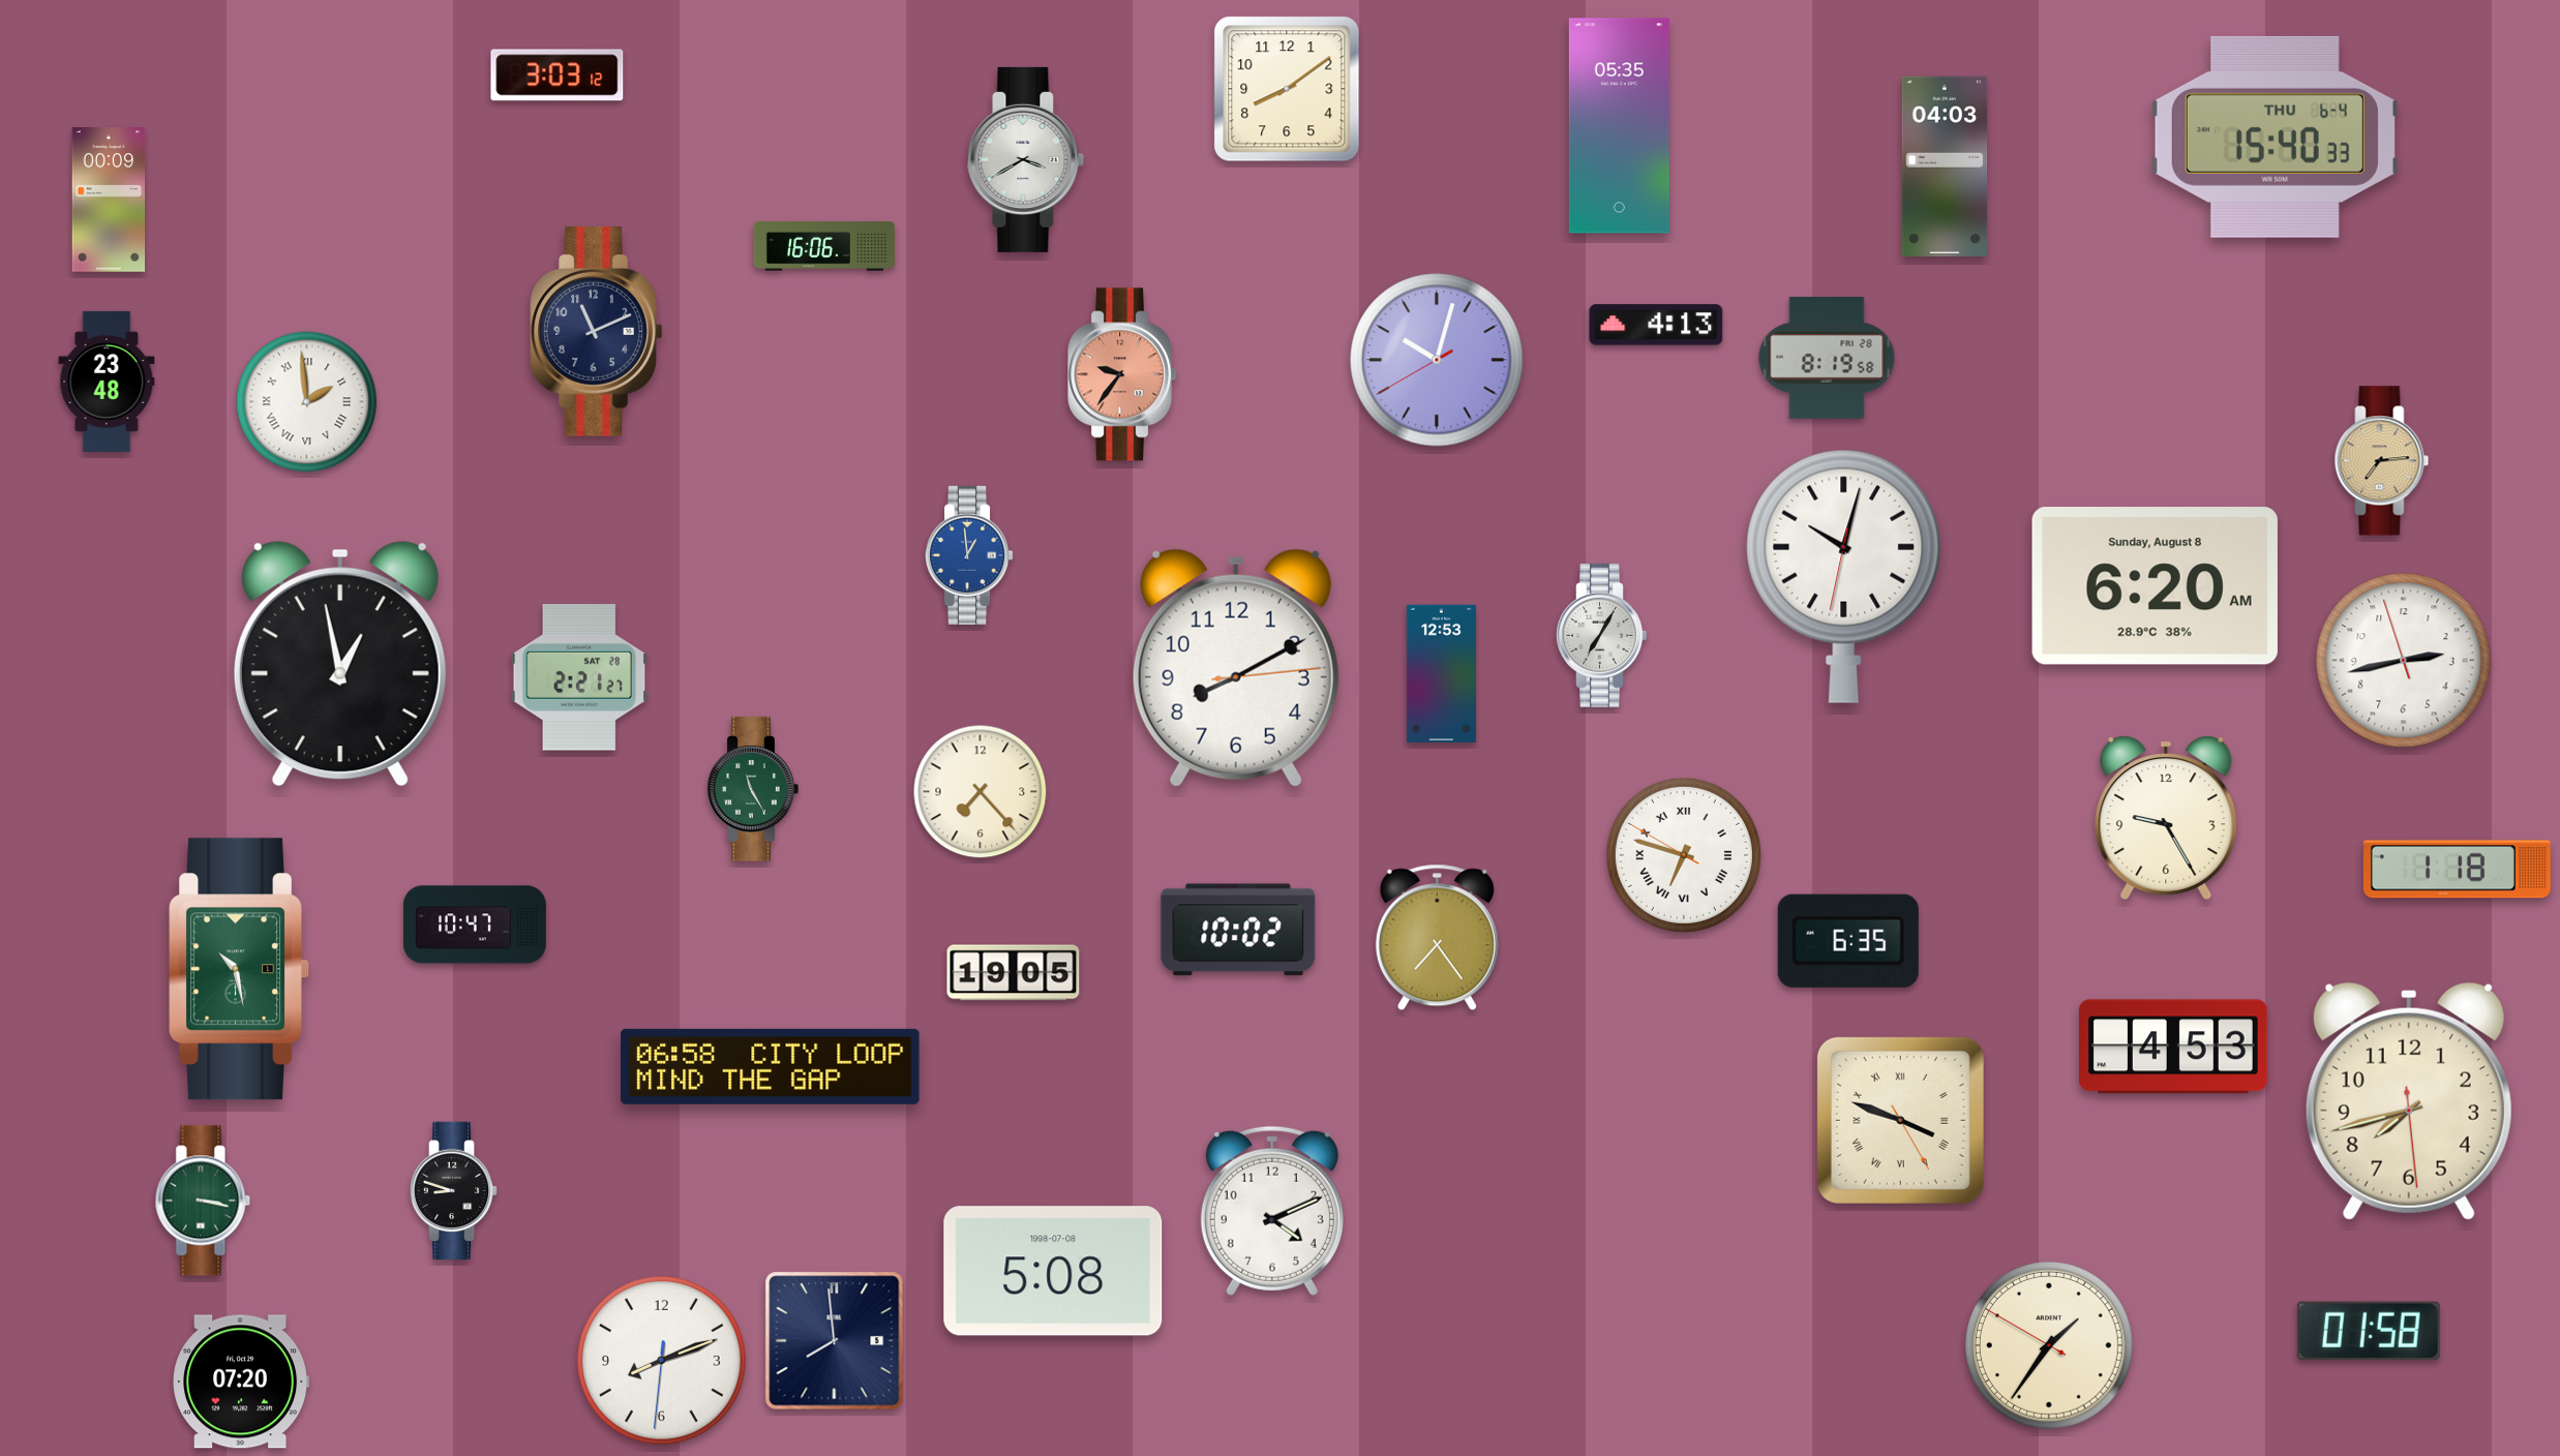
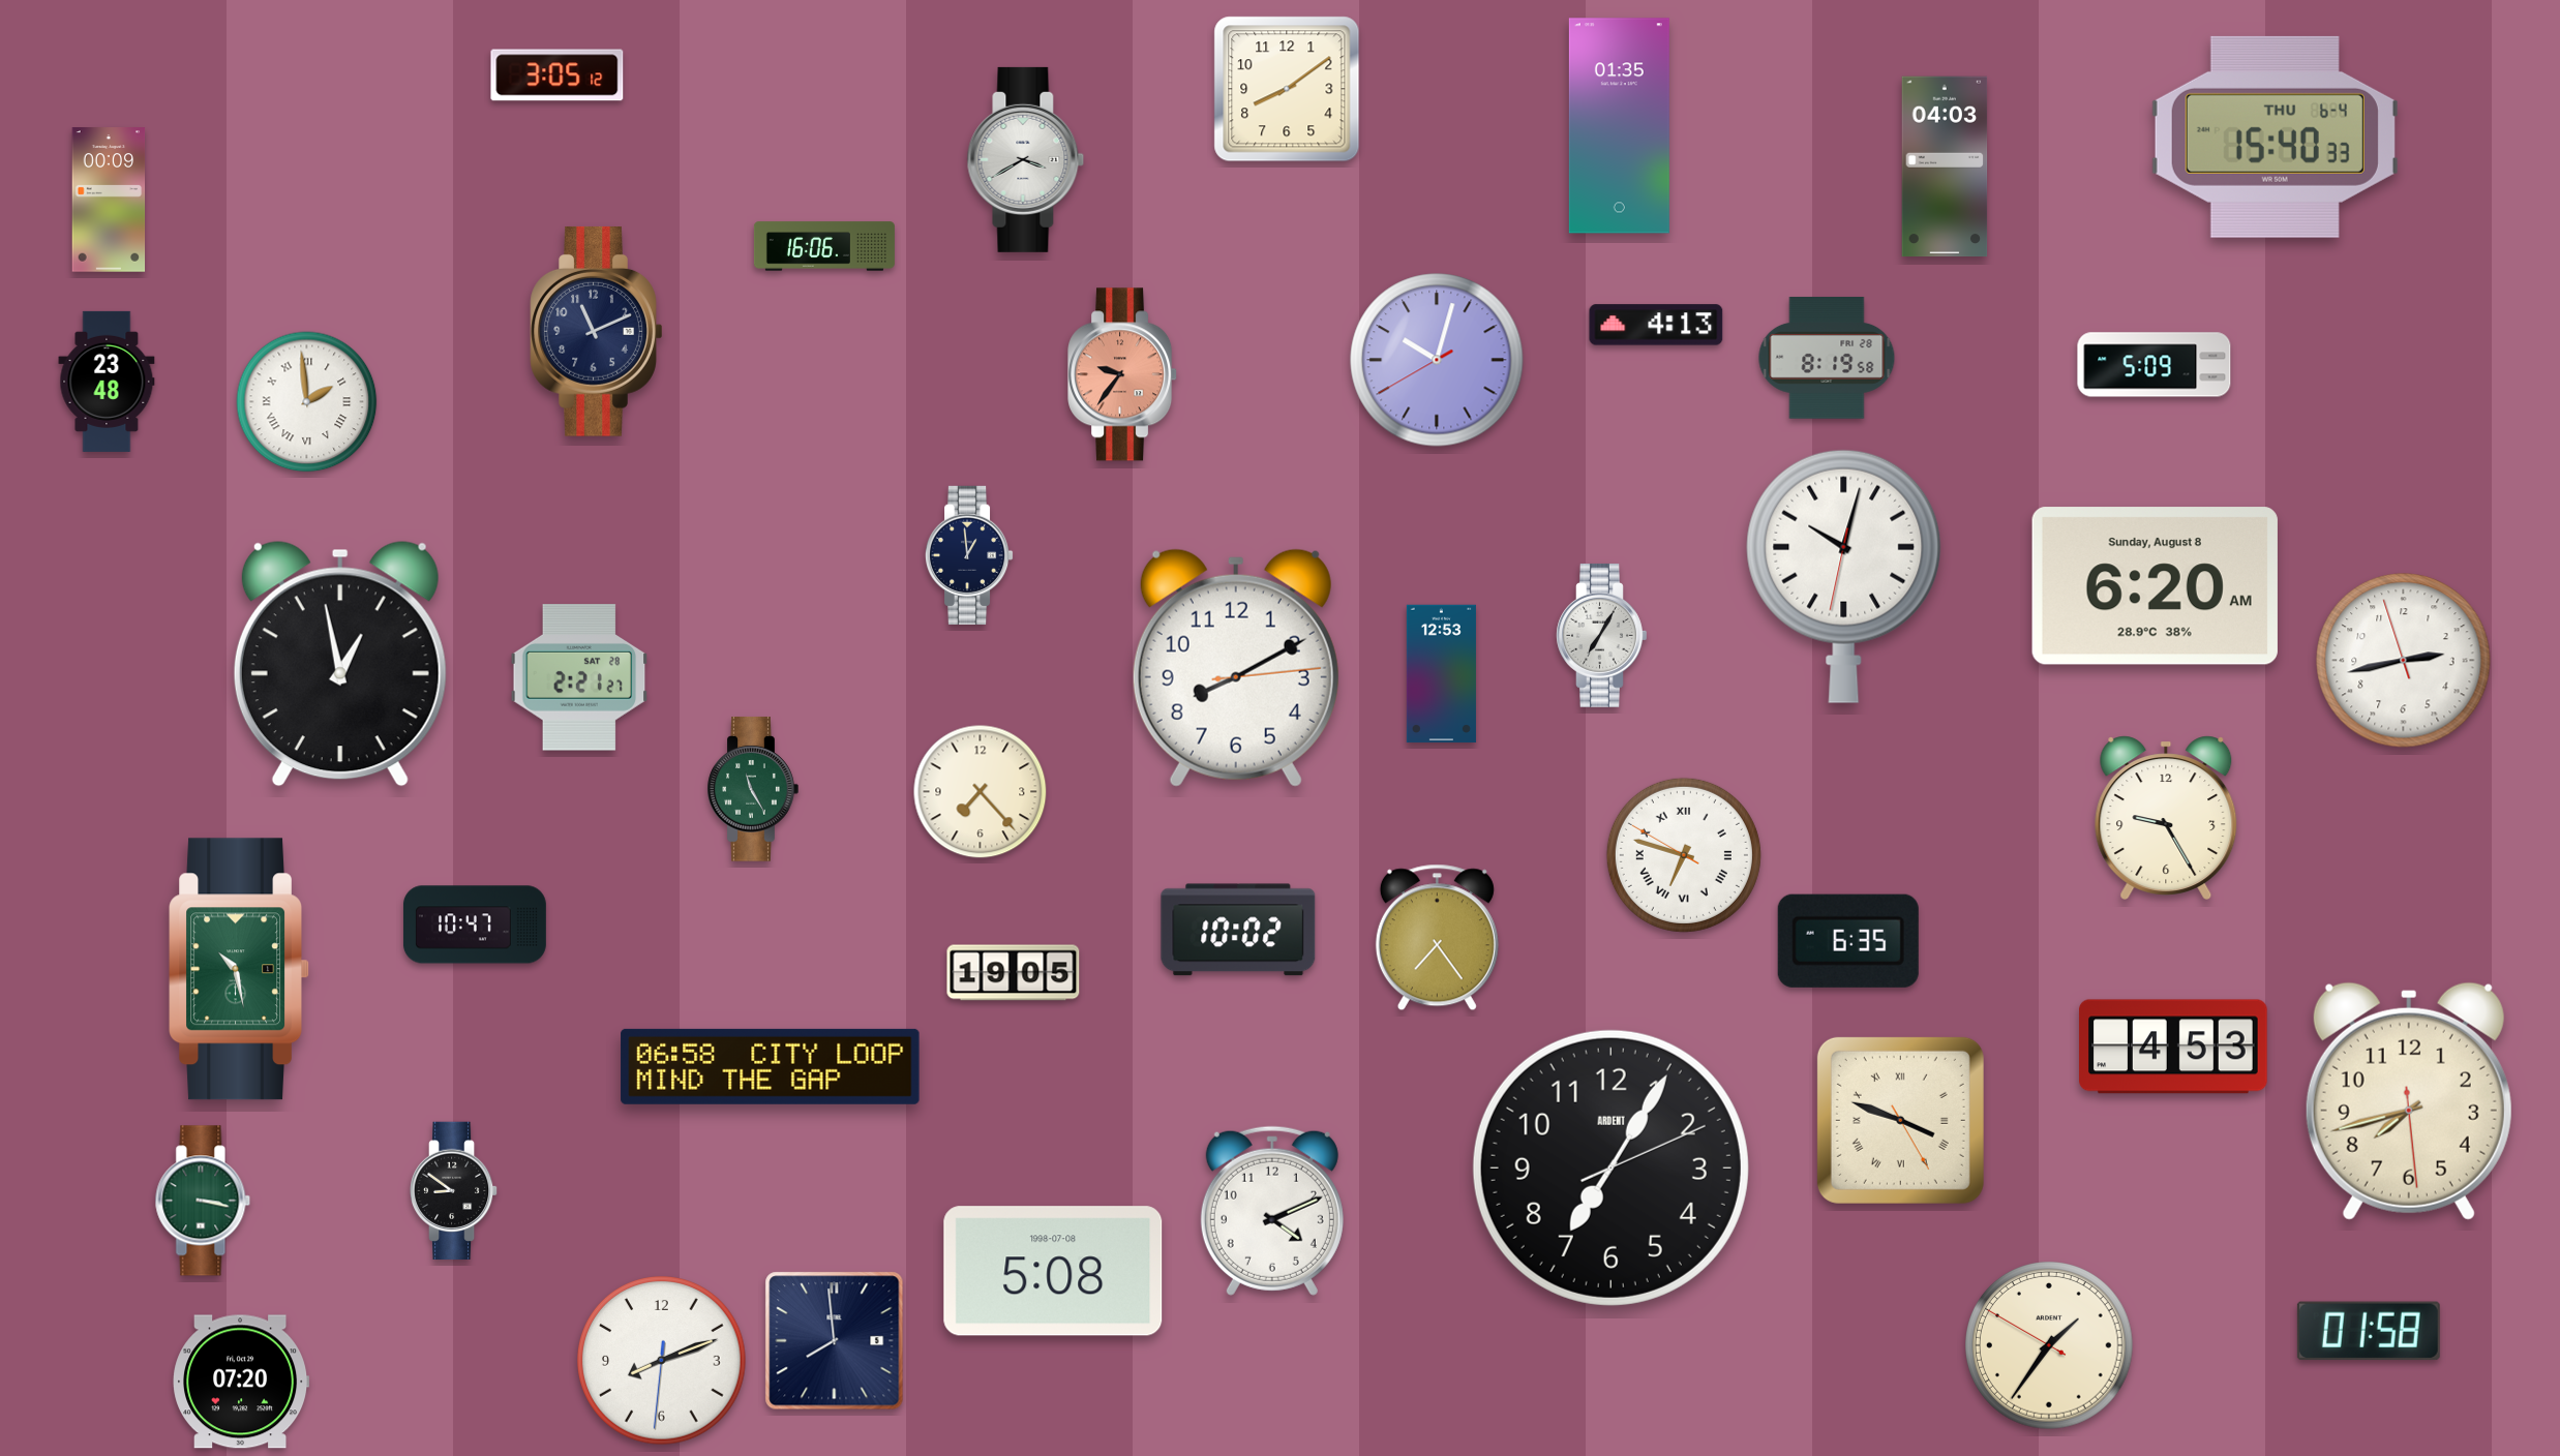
clock at (558, 75): 3:03 -> 3:05
clock at (1619, 126): 05:35 -> 01:35
clock at (2155, 365): none -> 5:09
clock at (2382, 461): 7:14 -> none
clock at (969, 555) dial: blue -> navy
clock at (2457, 870): 1:18 -> none
clock at (1610, 1167): none -> 7:05
clock at (454, 1190): 8:48 -> 8:51
